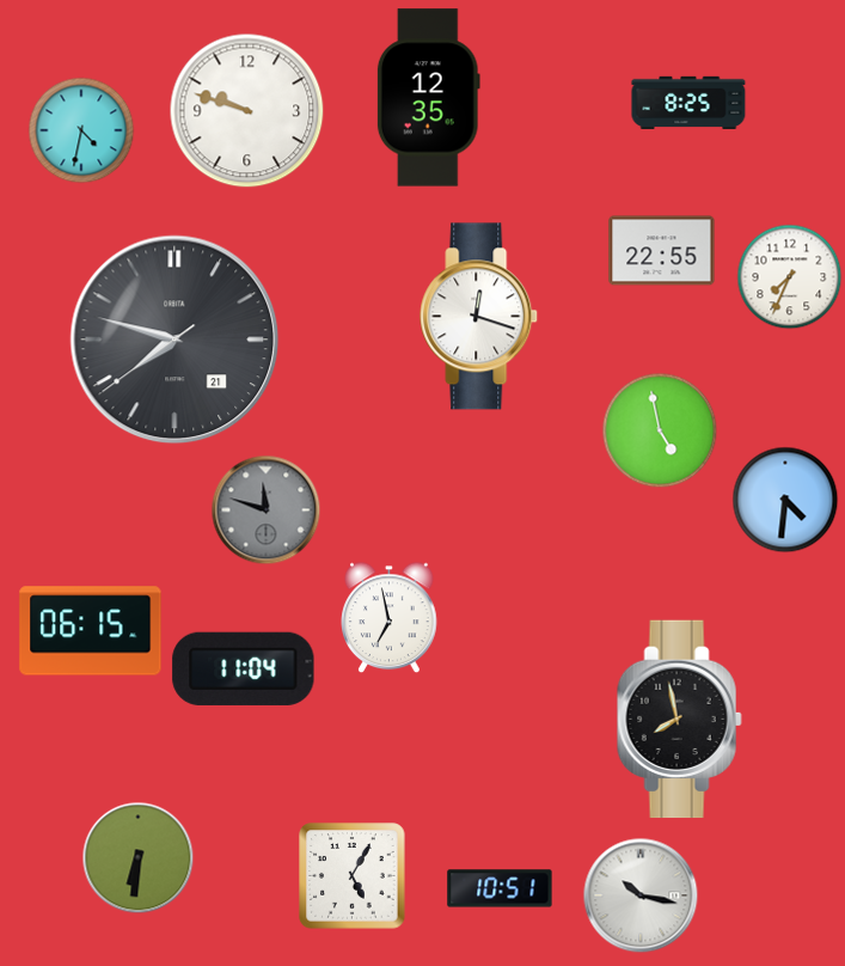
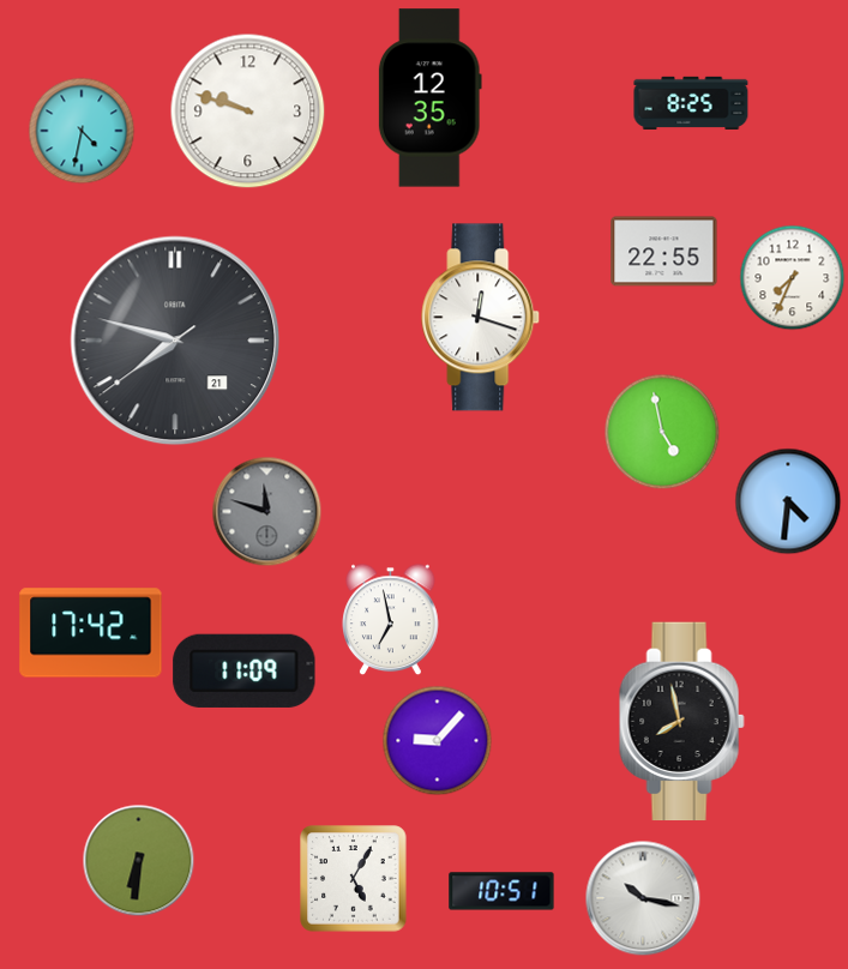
clock at (91, 631): 06:15 -> 17:42
clock at (244, 668): 11:04 -> 11:09
clock at (438, 741): none -> 9:07
